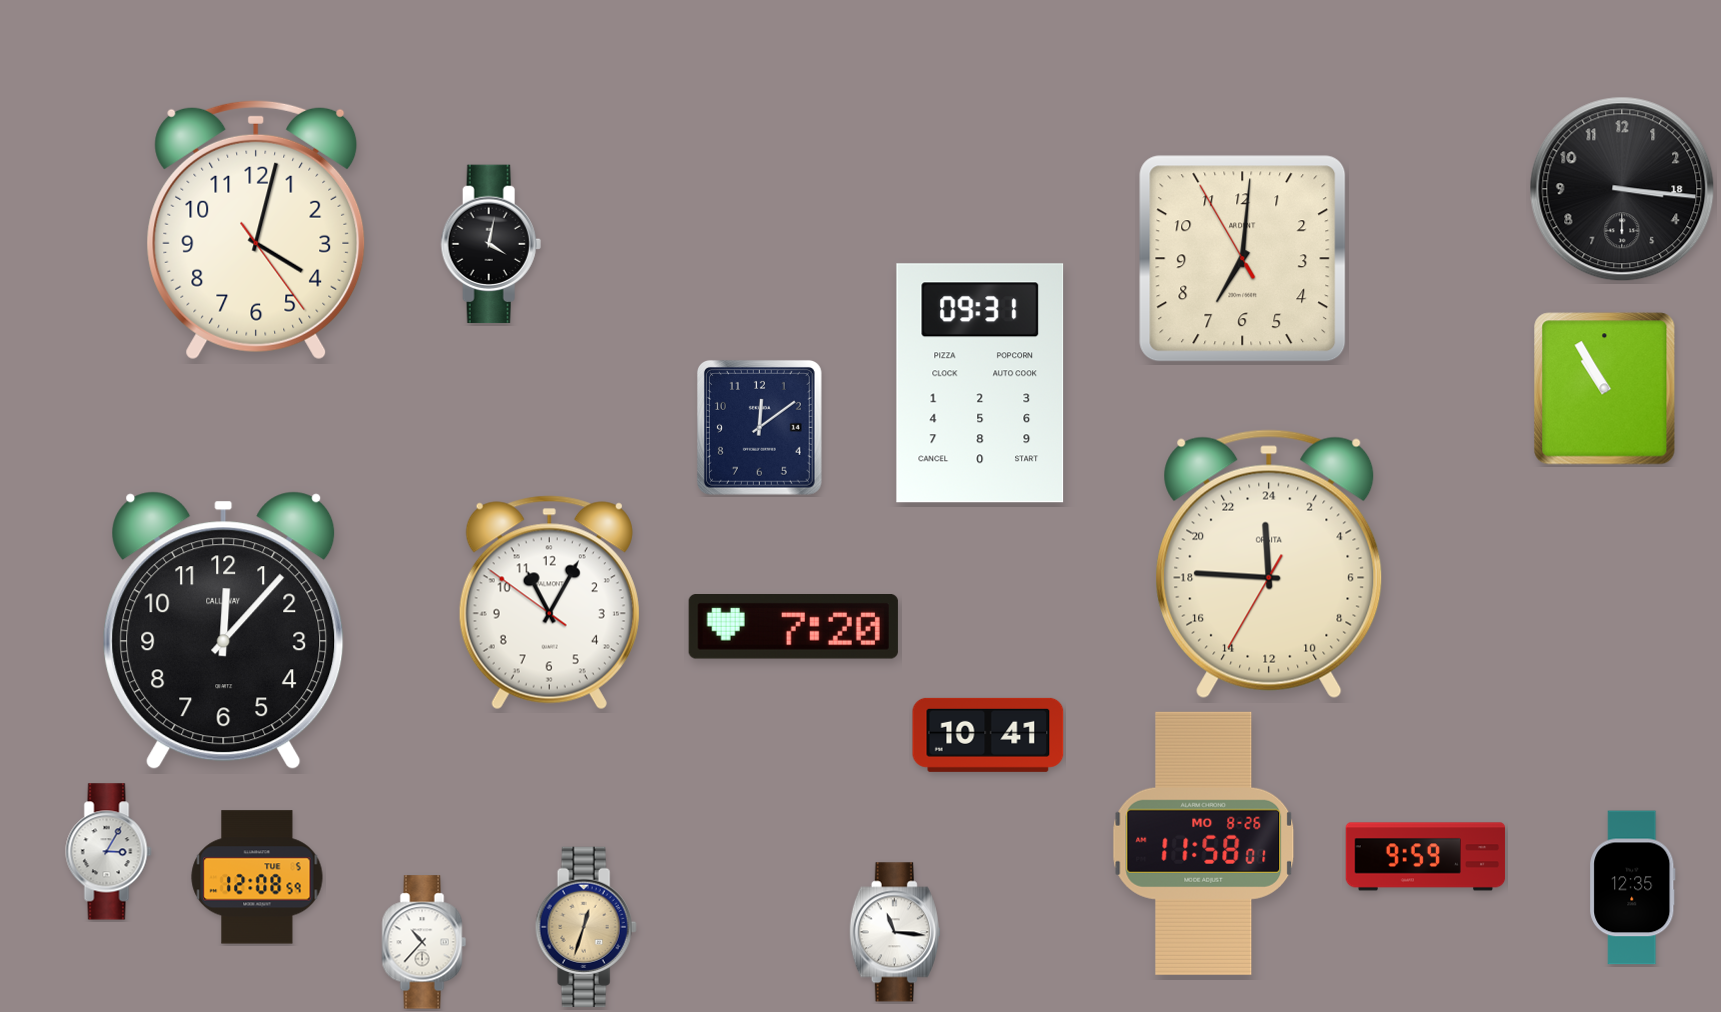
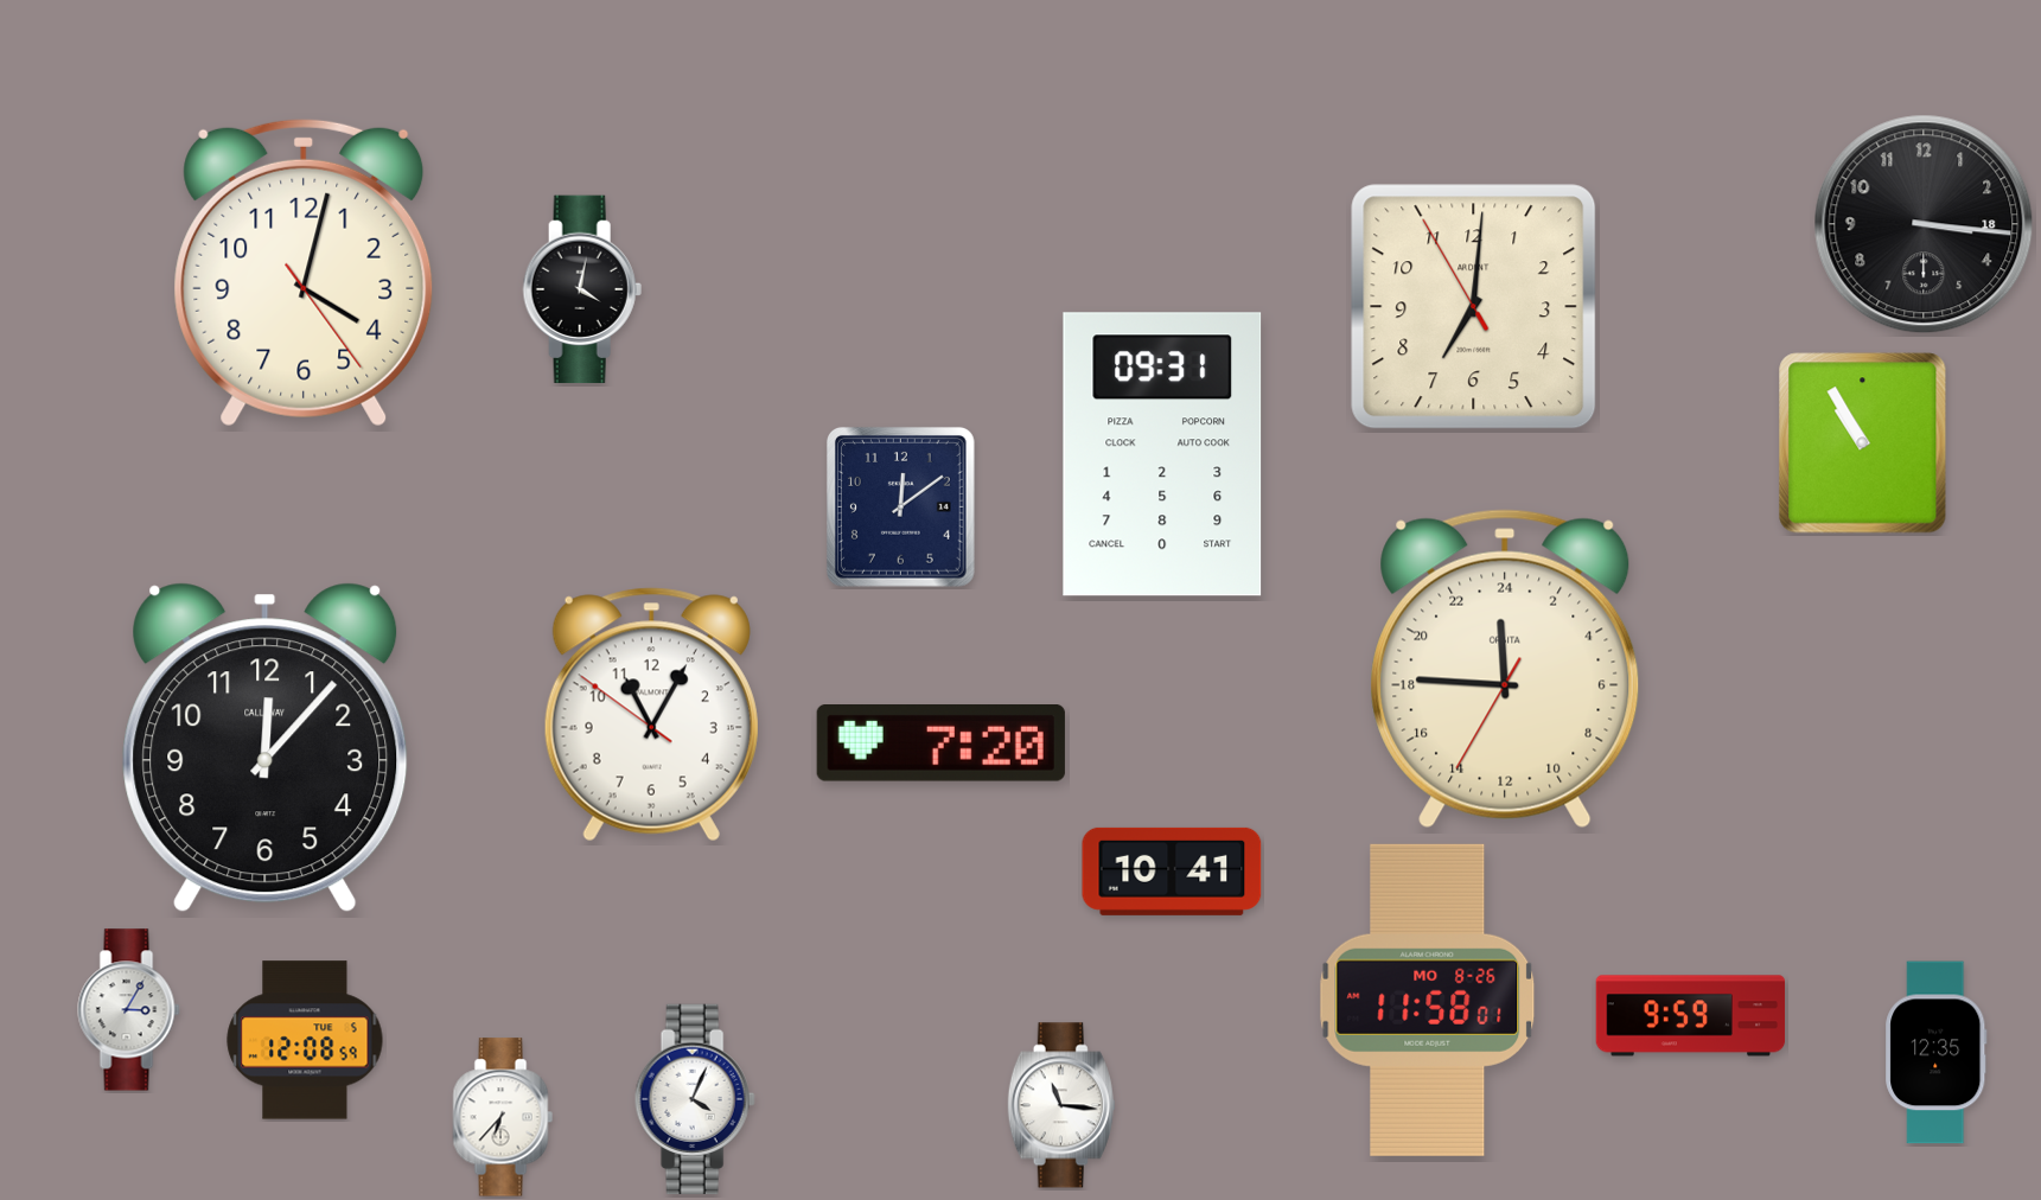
clock at (1605, 389) position: (1605, 389) -> (1863, 443)
clock at (586, 926): 12:33 -> 4:04
clock at (586, 926) dial: champagne -> white
clock at (424, 942): 10:37 -> 6:37
